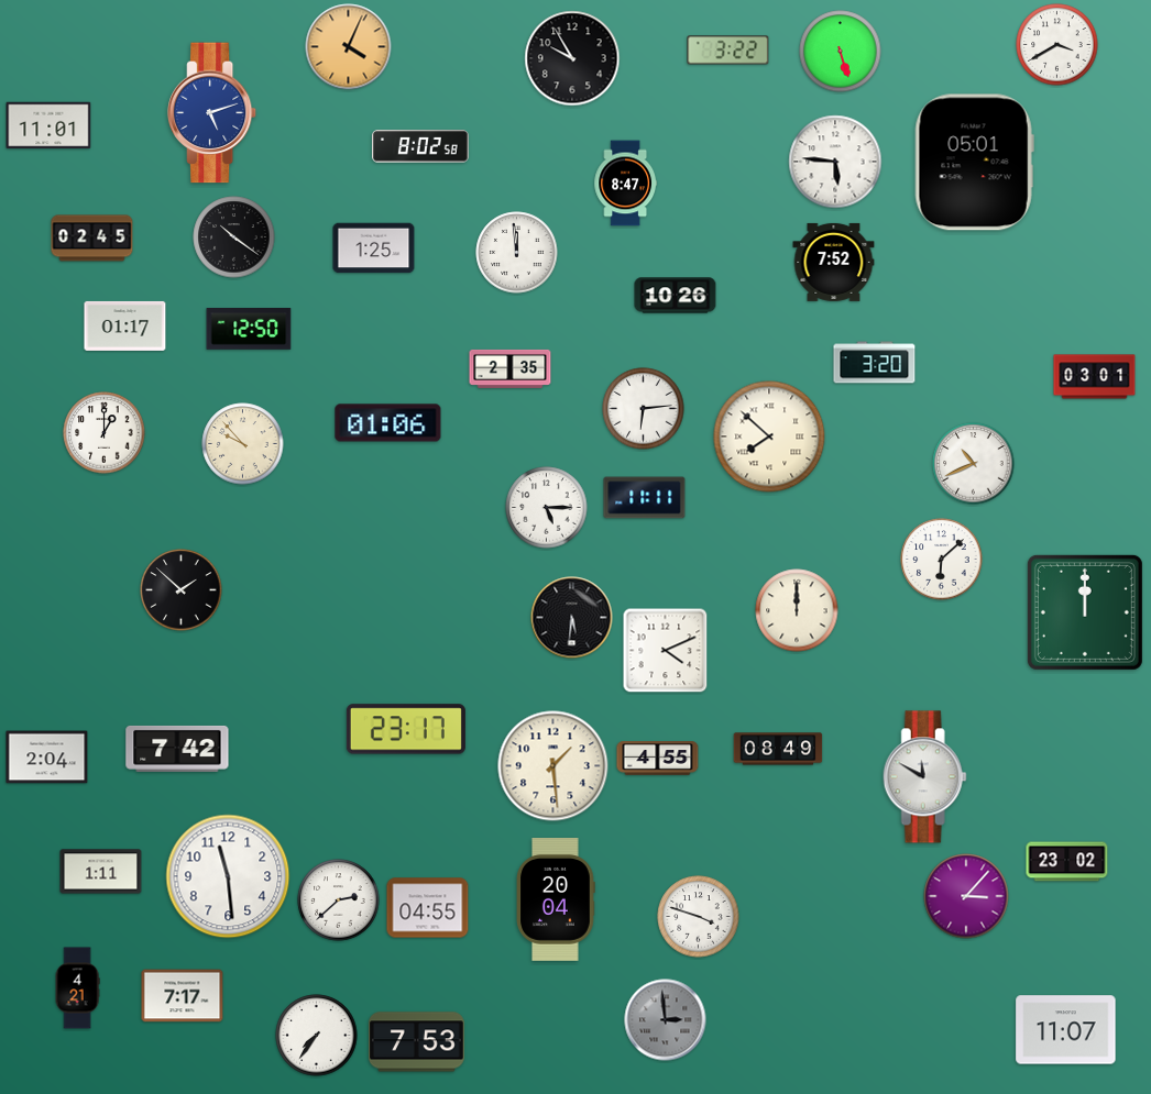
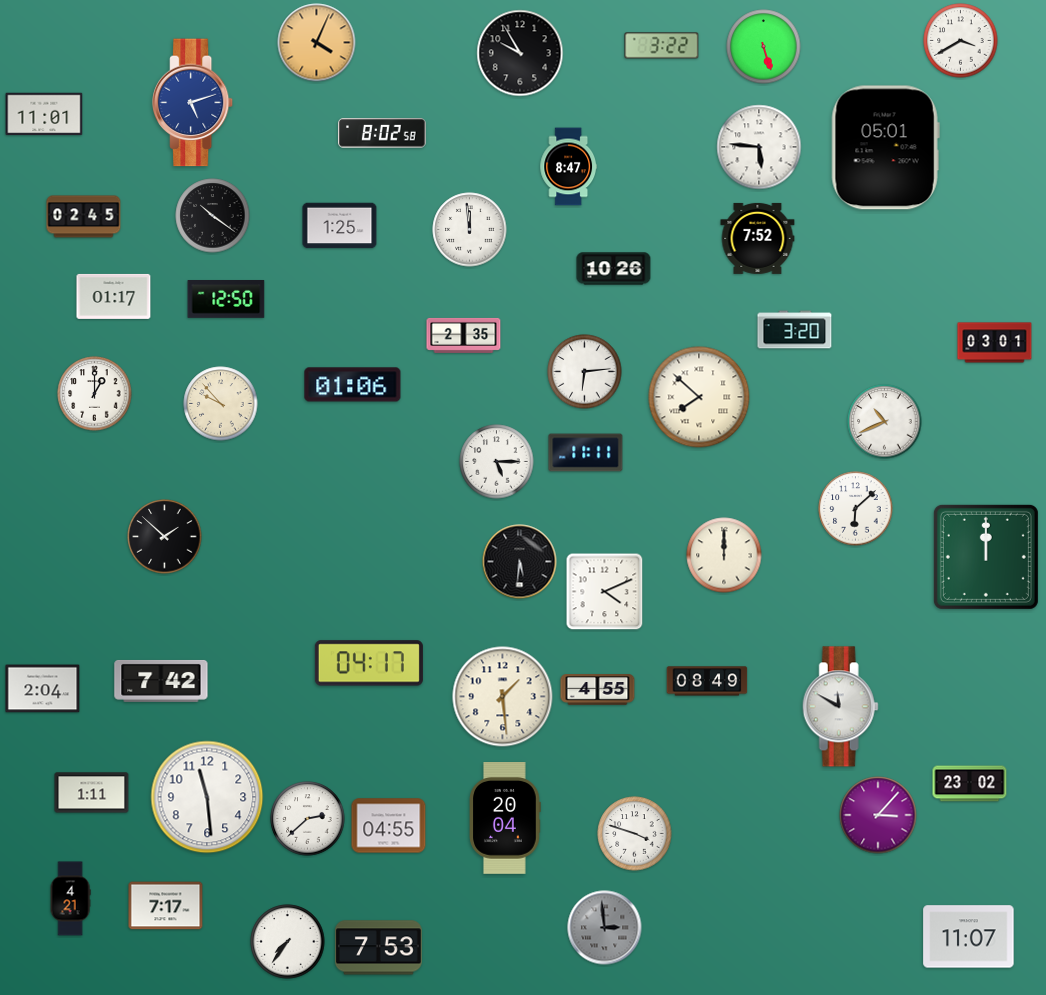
clock at (406, 729): 23:17 -> 04:17
